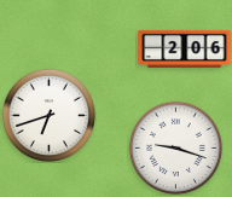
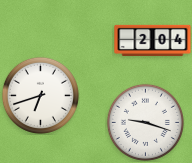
clock at (185, 48): 2:06 -> 2:04
